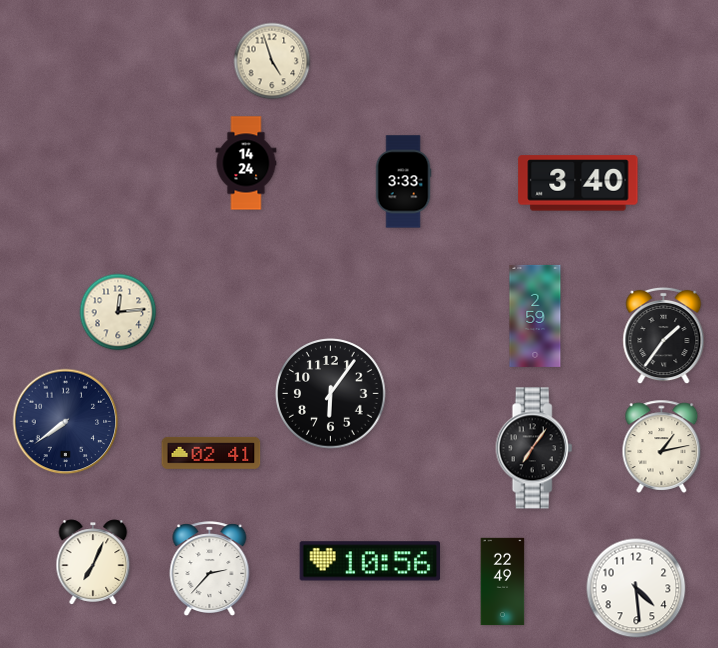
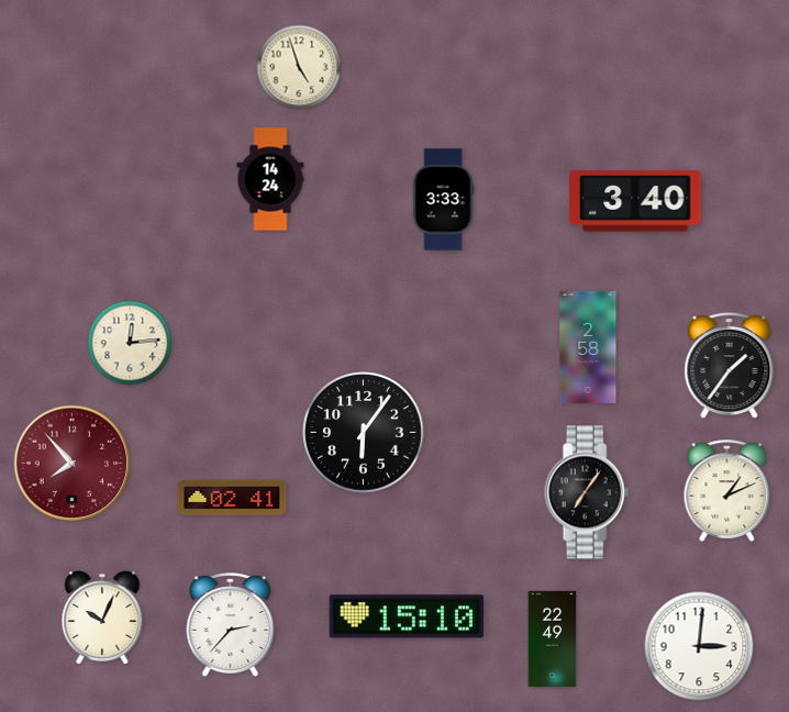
clock at (535, 316): 2:59 -> 2:58
clock at (664, 336) position: (664, 336) -> (730, 366)
clock at (66, 422): 7:39 -> 7:53
clock at (66, 422) dial: navy -> burgundy
clock at (662, 446): 1:13 -> 1:11
clock at (370, 561): 10:56 -> 15:10
clock at (93, 562): 7:04 -> 10:04
clock at (636, 588): 4:29 -> 3:01
